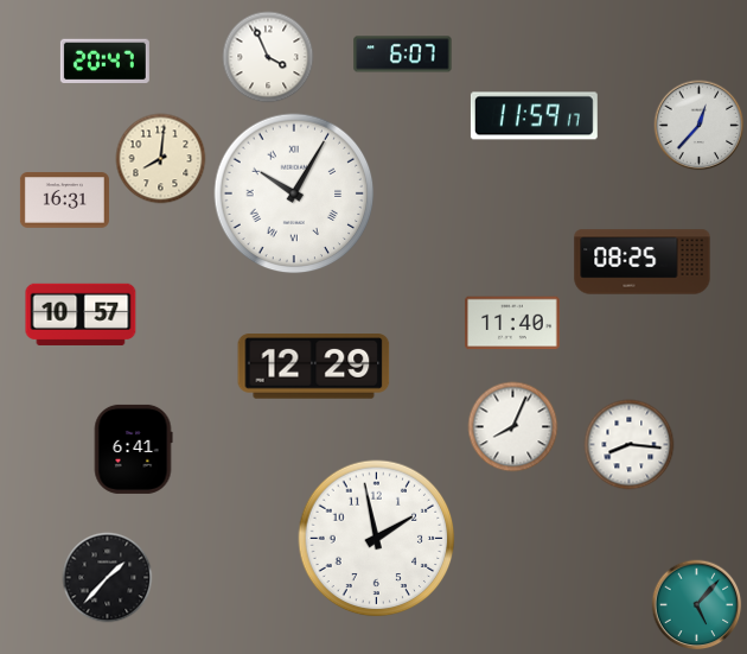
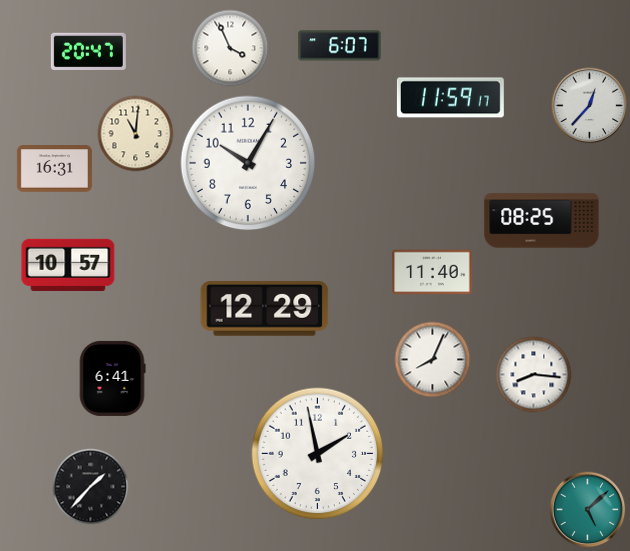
clock at (268, 57) position: (268, 57) -> (230, 48)
clock at (161, 159): 8:01 -> 11:01
clock at (294, 193) numerals: Roman -> Arabic
clock at (630, 445) position: (630, 445) -> (534, 375)
clock at (697, 605): 5:07 -> 5:08
